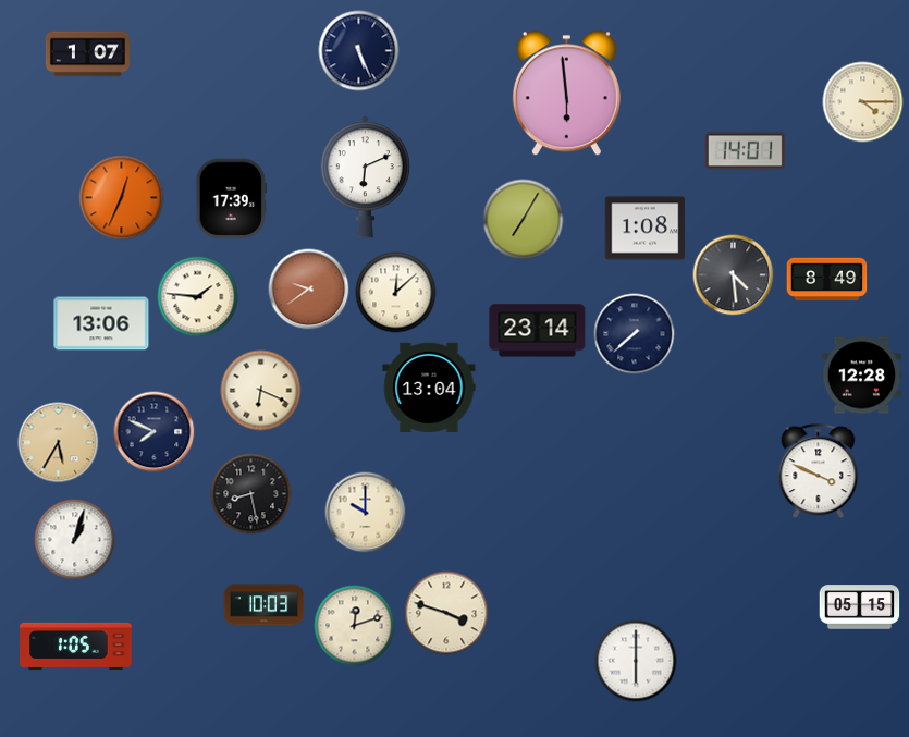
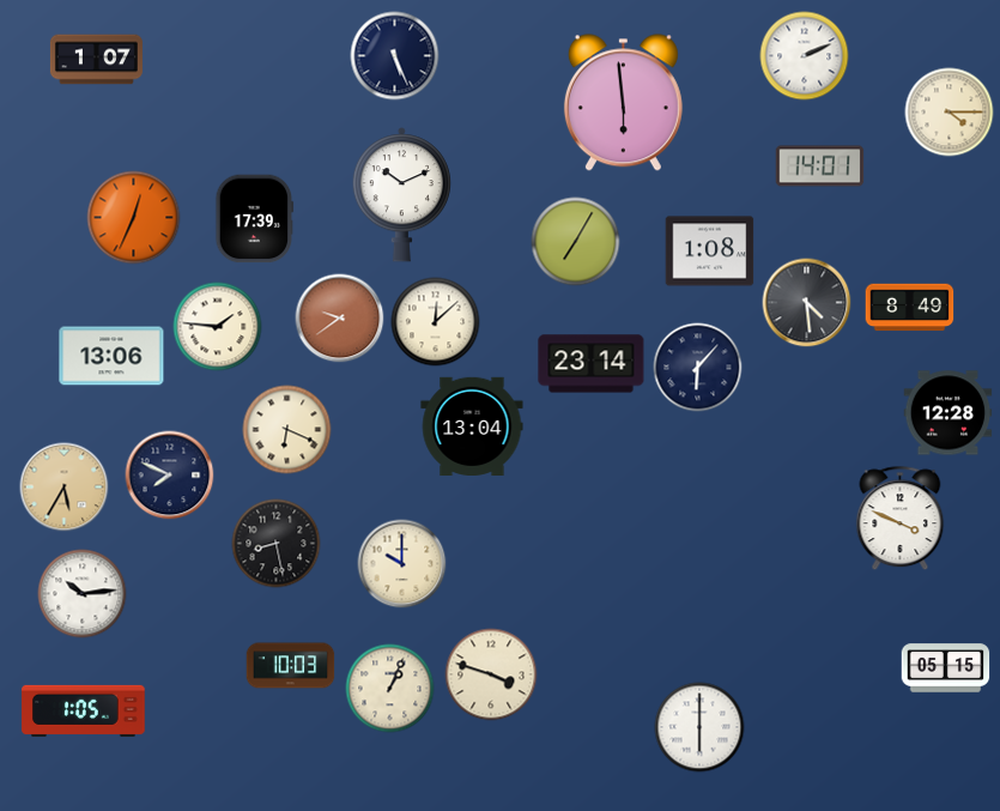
clock at (805, 56): none -> 2:11
clock at (365, 177): 6:11 -> 10:11
clock at (635, 334): 7:38 -> 6:07
clock at (75, 540): 1:03 -> 10:14
clock at (355, 626): 12:12 -> 1:04
